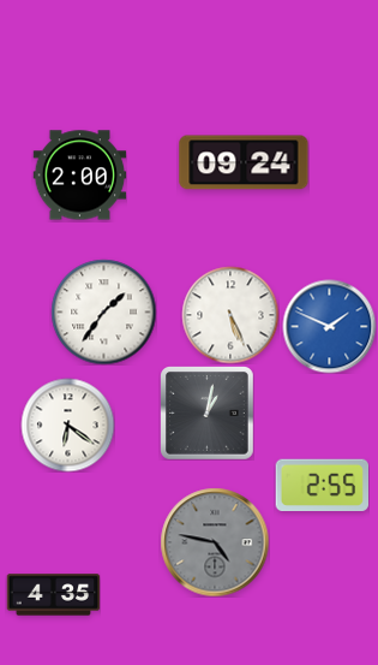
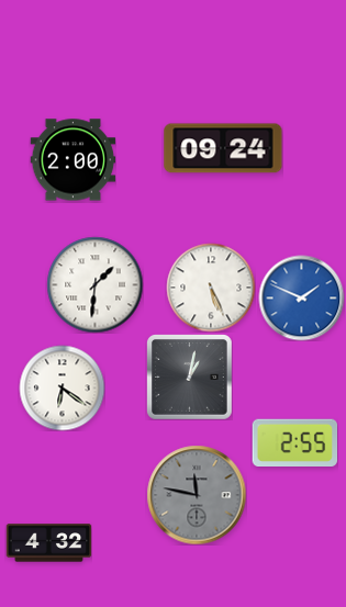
clock at (103, 311): 1:36 -> 1:31
clock at (215, 542): 4:47 -> 11:47
clock at (53, 595): 4:35 -> 4:32
